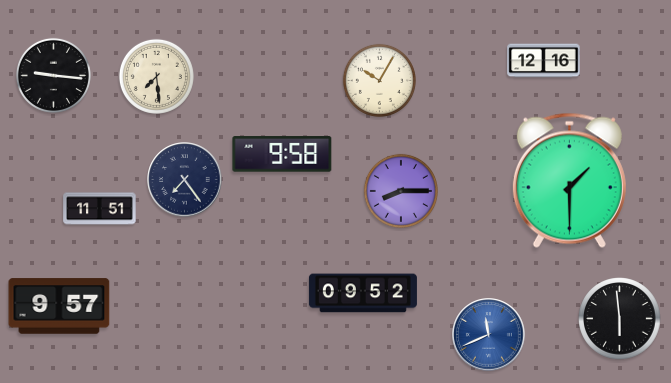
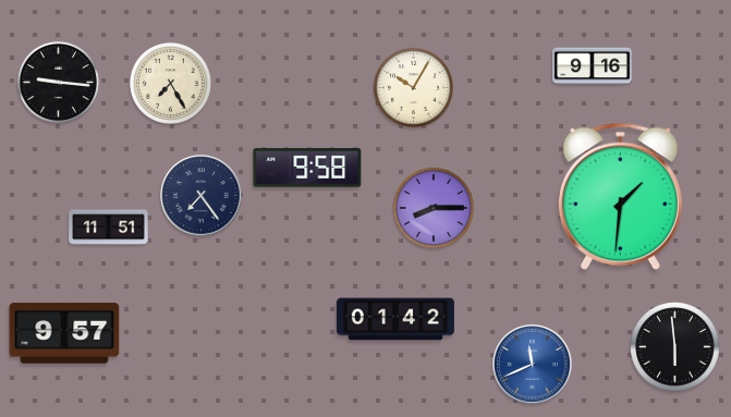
clock at (544, 61): 12:16 -> 9:16
clock at (156, 76): 7:29 -> 7:25
clock at (569, 180): 1:30 -> 1:31
clock at (401, 191) position: (401, 191) -> (434, 208)
clock at (363, 293): 09:52 -> 01:42
